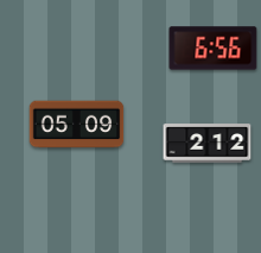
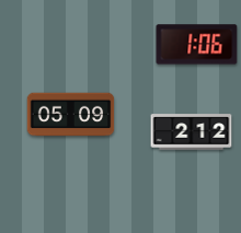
clock at (214, 49): 6:56 -> 1:06
